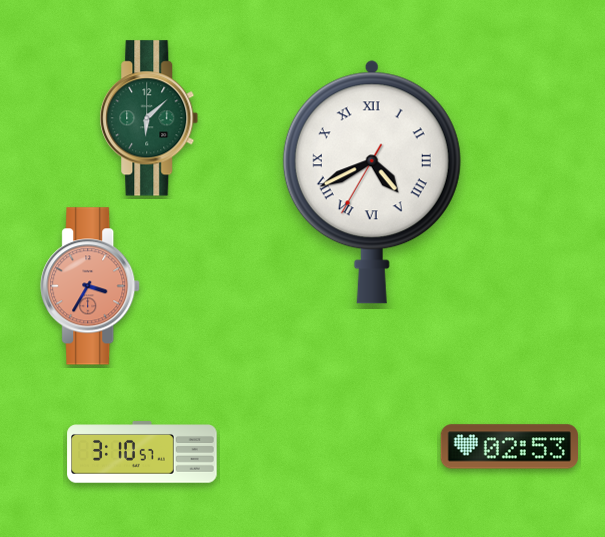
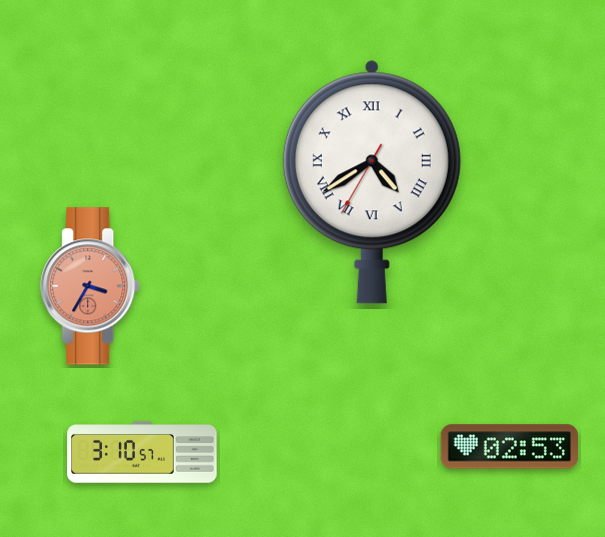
clock at (149, 118): 6:08 -> none
clock at (372, 182): 4:40 -> 4:39
